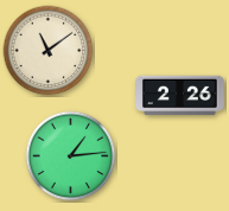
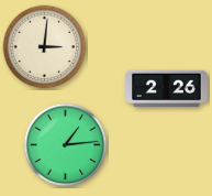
clock at (49, 51): 11:09 -> 3:01
